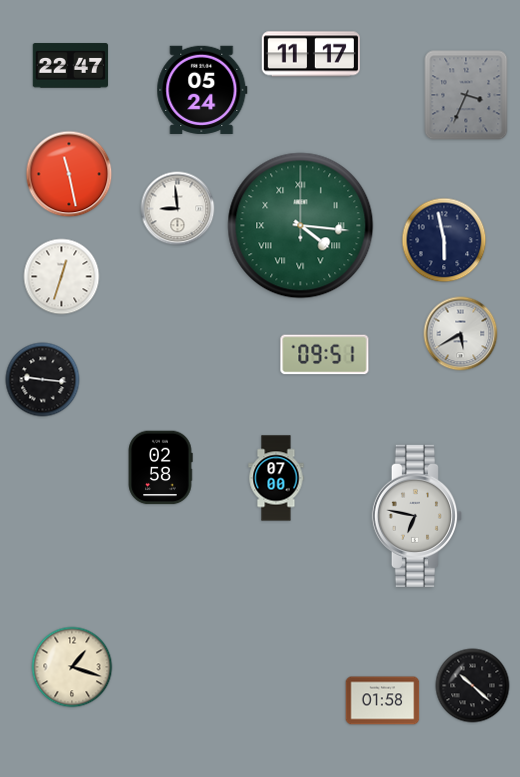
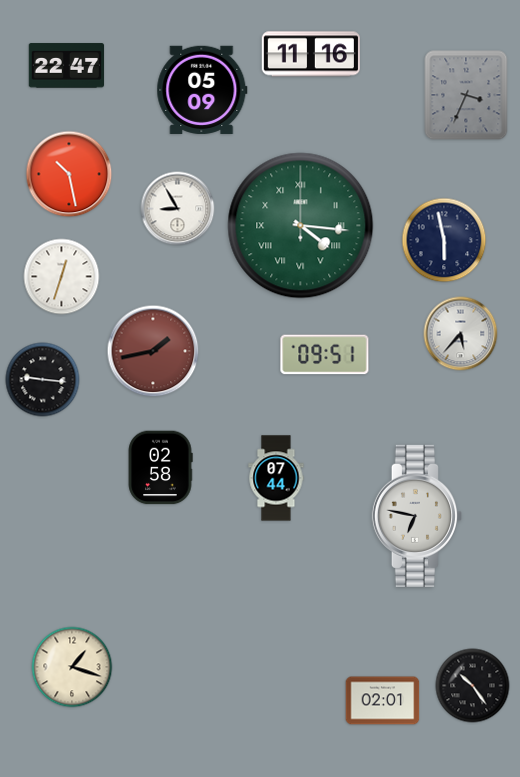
clock at (311, 54): 11:17 -> 11:16
clock at (71, 66) position: (71, 66) -> (67, 66)
clock at (202, 90): 05:24 -> 05:09
clock at (69, 174): 11:28 -> 10:28
clock at (178, 209): 8:59 -> 8:55
clock at (461, 334): 5:40 -> 5:37
clock at (153, 351): none -> 1:43
clock at (276, 478): 07:00 -> 07:44
clock at (473, 686): 10:22 -> 10:24
clock at (383, 701): 01:58 -> 02:01
